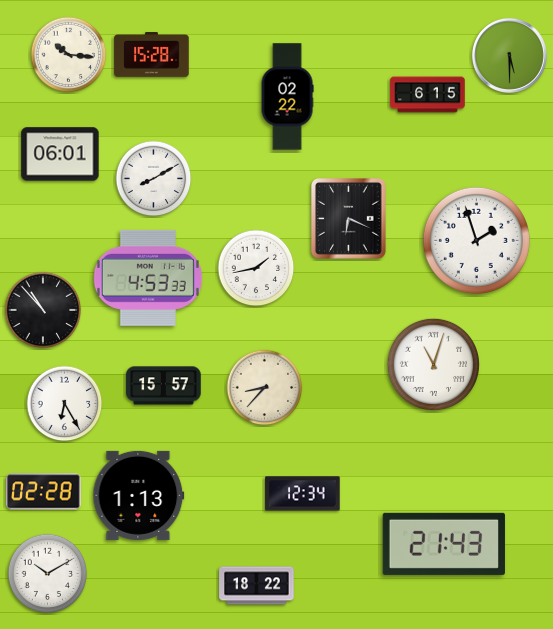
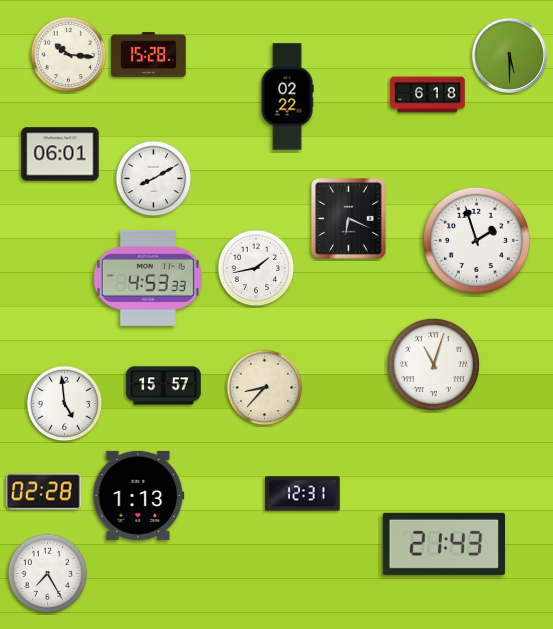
clock at (152, 55) position: (152, 55) -> (149, 55)
clock at (428, 95): 6:15 -> 6:18
clock at (43, 310): 10:53 -> none
clock at (65, 404): 6:25 -> 4:59
clock at (303, 494): 12:34 -> 12:31
clock at (48, 574): 10:10 -> 7:25
clock at (257, 586): 18:22 -> none
